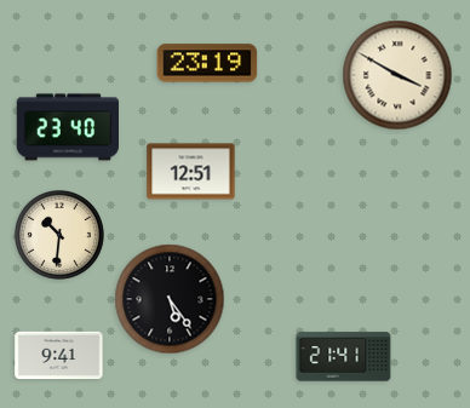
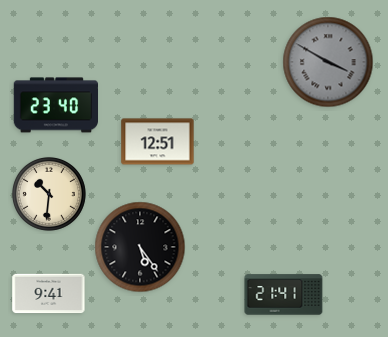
clock at (207, 63): 23:19 -> none
clock at (397, 75) dial: cream -> grey
